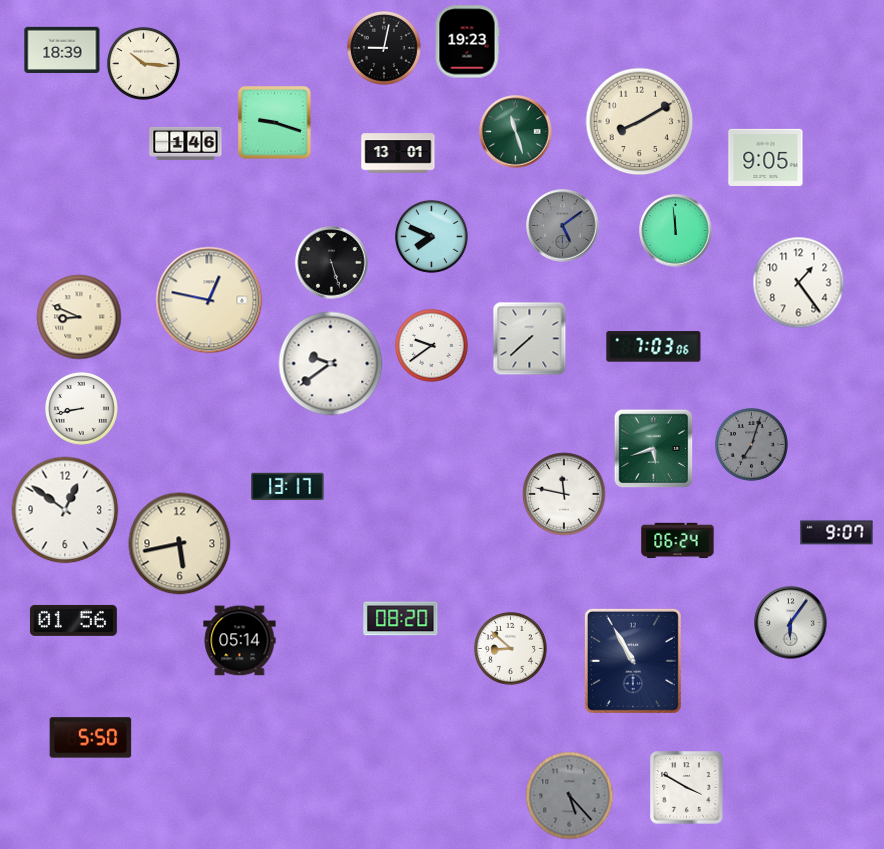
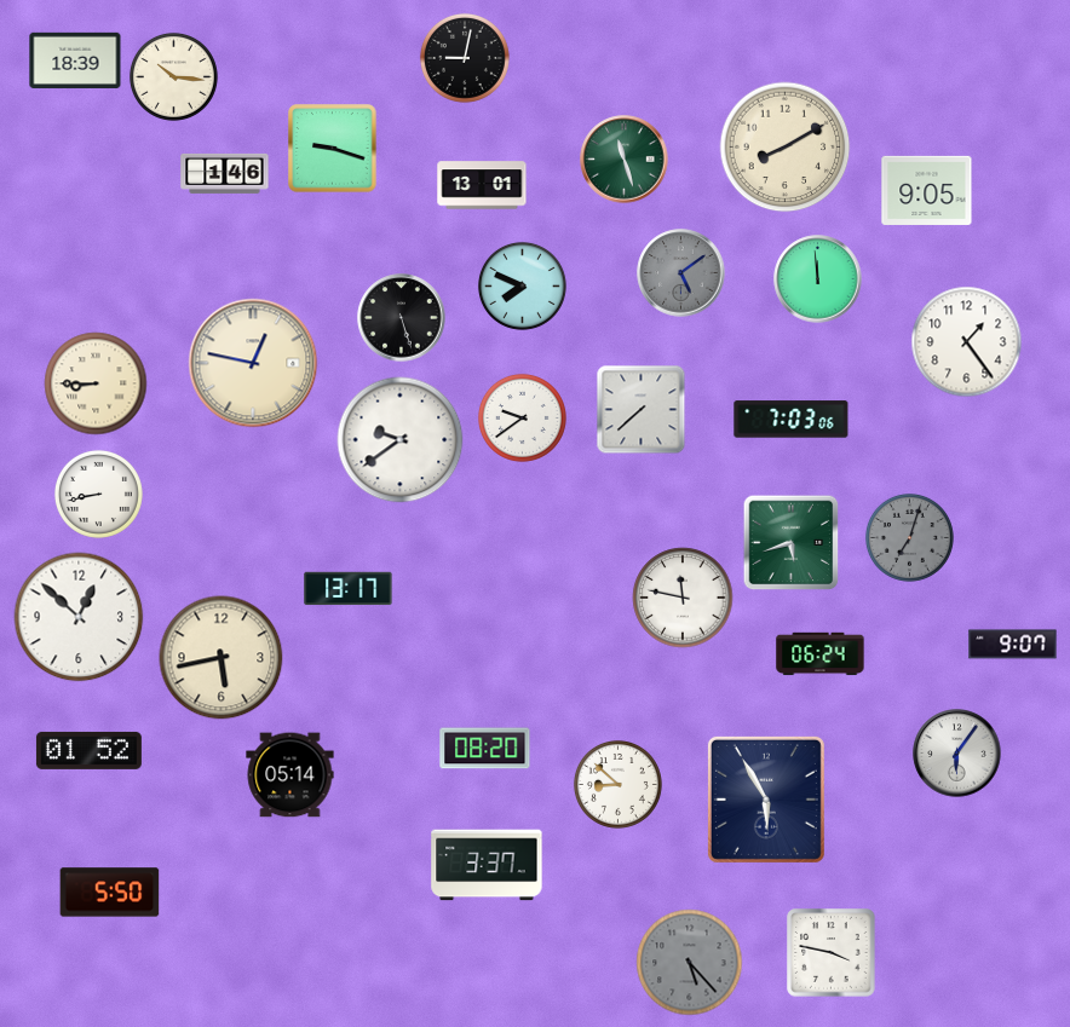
clock at (467, 42): 19:23 -> none
clock at (640, 122) position: (640, 122) -> (786, 148)
clock at (79, 317): 8:49 -> 8:45
clock at (65, 510): 12:51 -> 12:52
clock at (180, 544) position: (180, 544) -> (222, 658)
clock at (73, 620): 01:56 -> 01:52
clock at (633, 661): 10:55 -> 5:55
clock at (487, 865): none -> 3:37
clock at (687, 788): 3:50 -> 3:47
